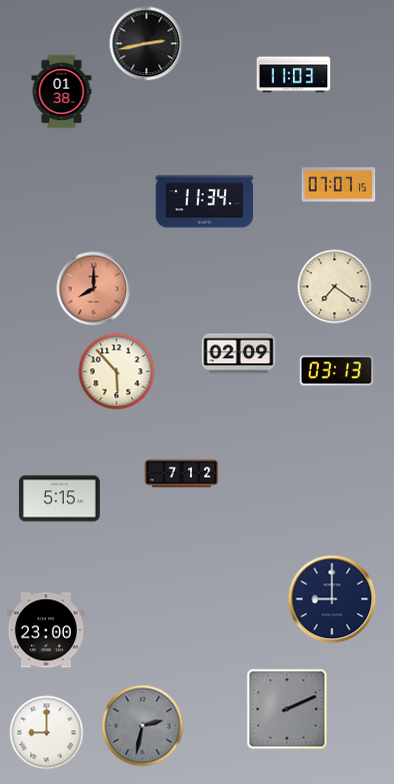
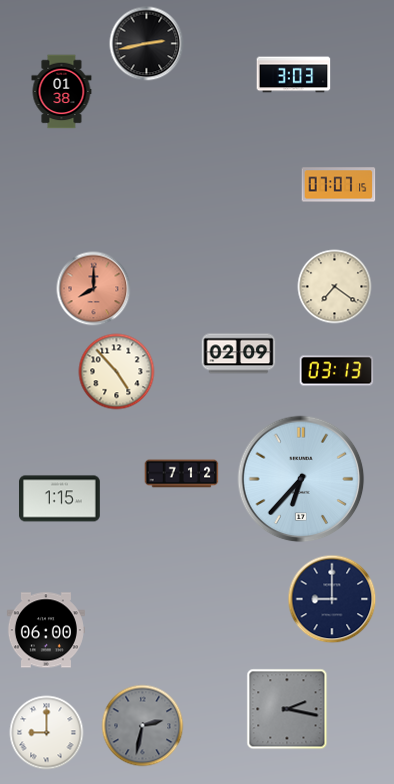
clock at (294, 75): 11:03 -> 3:03
clock at (205, 202): 11:34 -> none
clock at (117, 372): 5:53 -> 4:53
clock at (301, 479): none -> 6:37
clock at (60, 499): 5:15 -> 1:15
clock at (46, 630): 23:00 -> 06:00
clock at (287, 709): 2:11 -> 2:17
